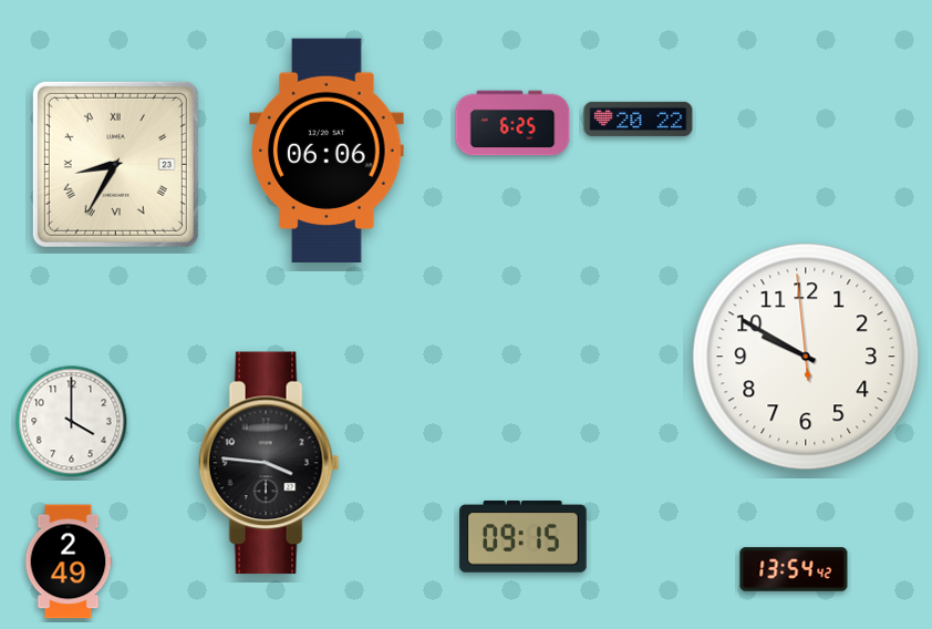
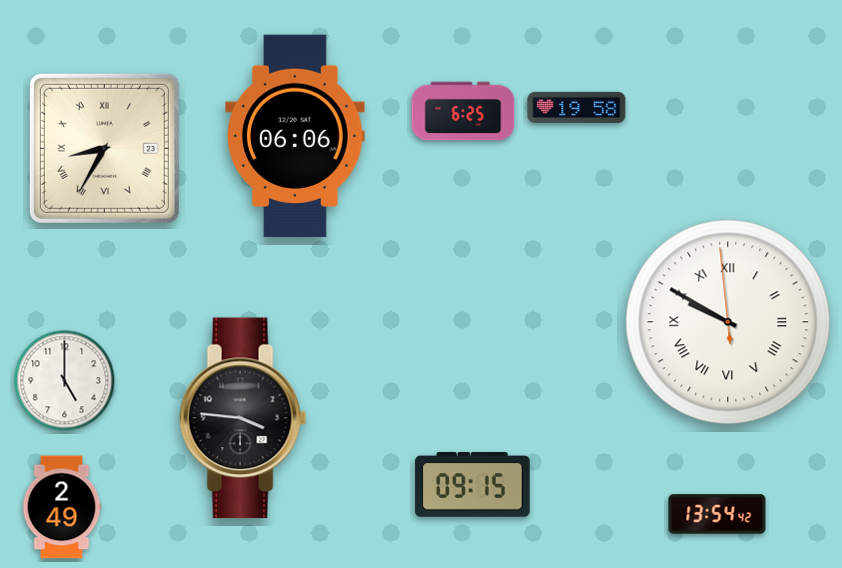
clock at (639, 118): 20:22 -> 19:58
clock at (806, 357) numerals: Arabic -> Roman
clock at (72, 422): 4:00 -> 5:00
